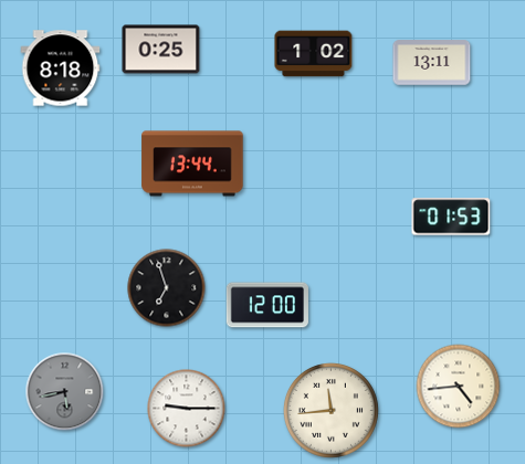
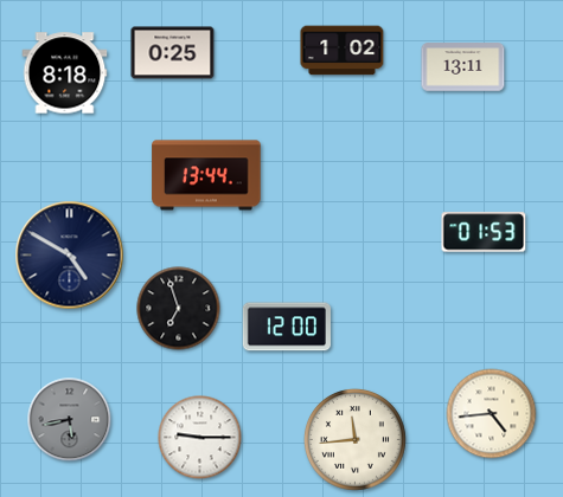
clock at (314, 54) position: (314, 54) -> (343, 51)
clock at (70, 256): none -> 4:50
